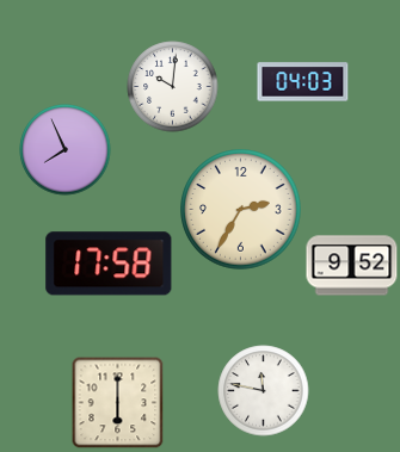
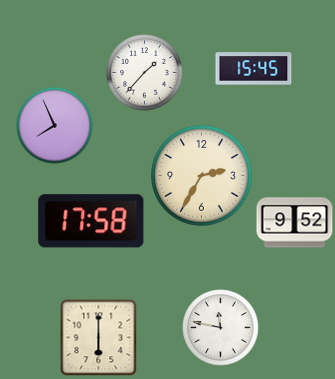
clock at (303, 82): 04:03 -> 15:45
clock at (173, 87): 10:01 -> 1:37
